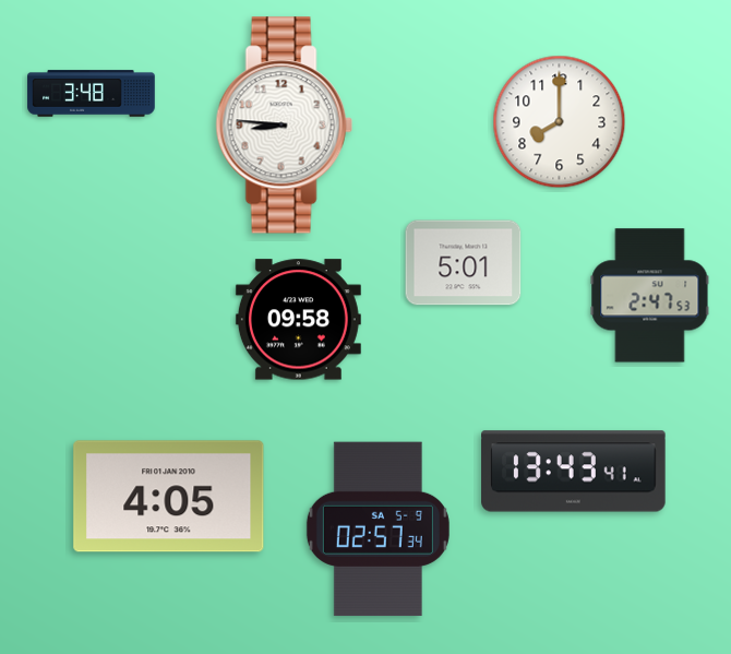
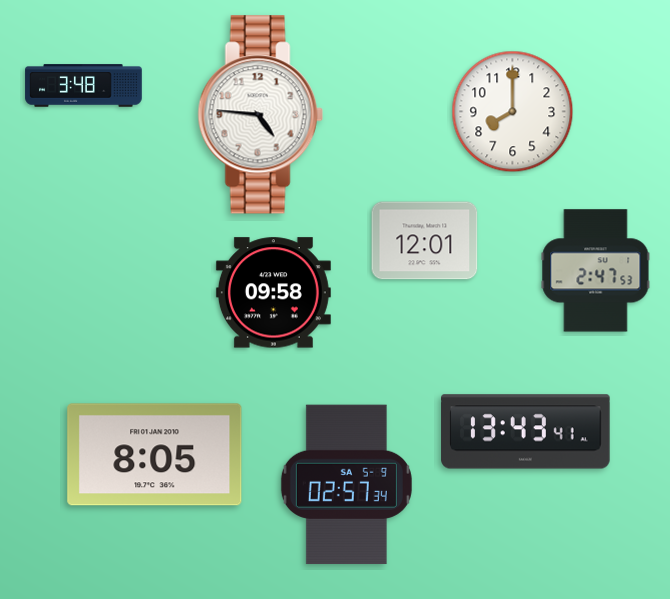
clock at (284, 126): 8:46 -> 4:46
clock at (464, 263): 5:01 -> 12:01
clock at (169, 497): 4:05 -> 8:05
